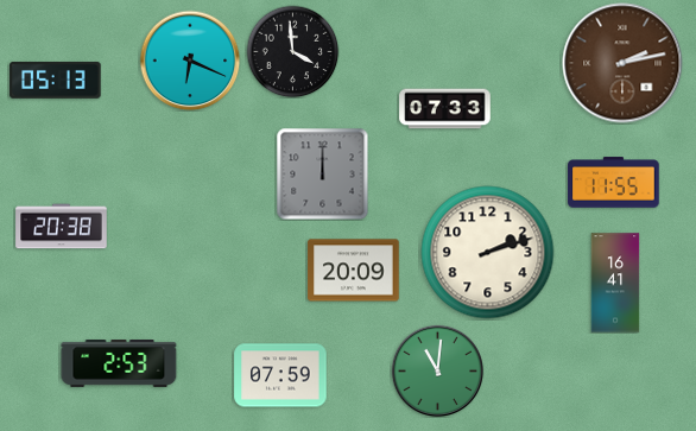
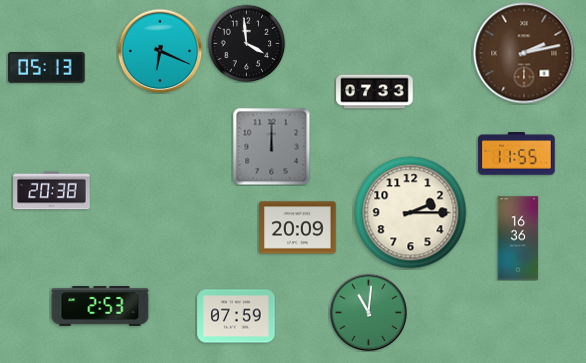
clock at (488, 253): 2:12 -> 2:15
clock at (615, 283): 16:41 -> 16:36
